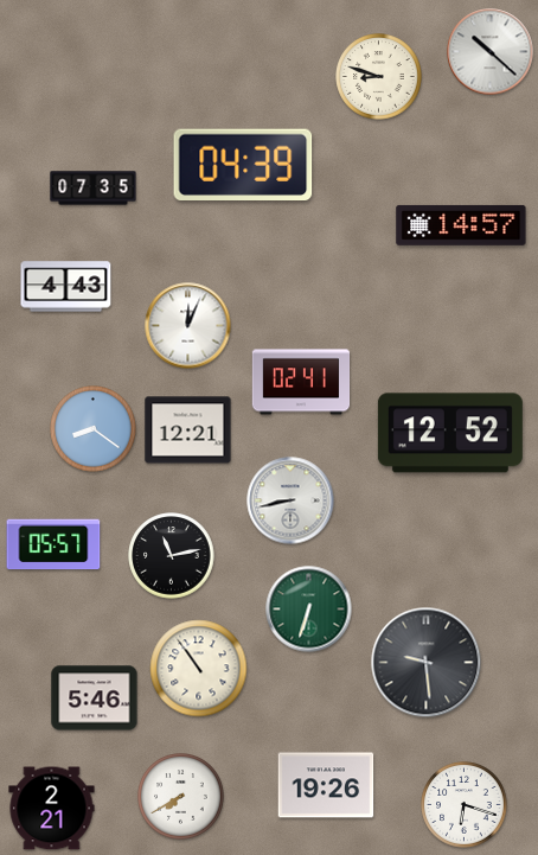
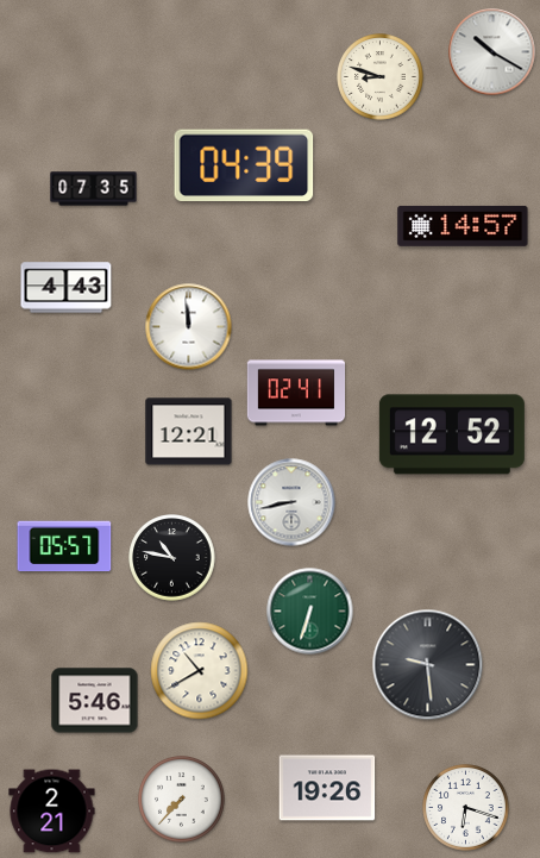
clock at (491, 52): 10:22 -> 10:20
clock at (188, 326): 12:04 -> 11:59
clock at (301, 382) position: (301, 382) -> (296, 393)
clock at (94, 429): 8:21 -> none
clock at (53, 544) position: (53, 544) -> (64, 546)
clock at (172, 556): 11:13 -> 10:47
clock at (199, 669): 10:54 -> 10:40
clock at (181, 797): 7:40 -> 7:37
